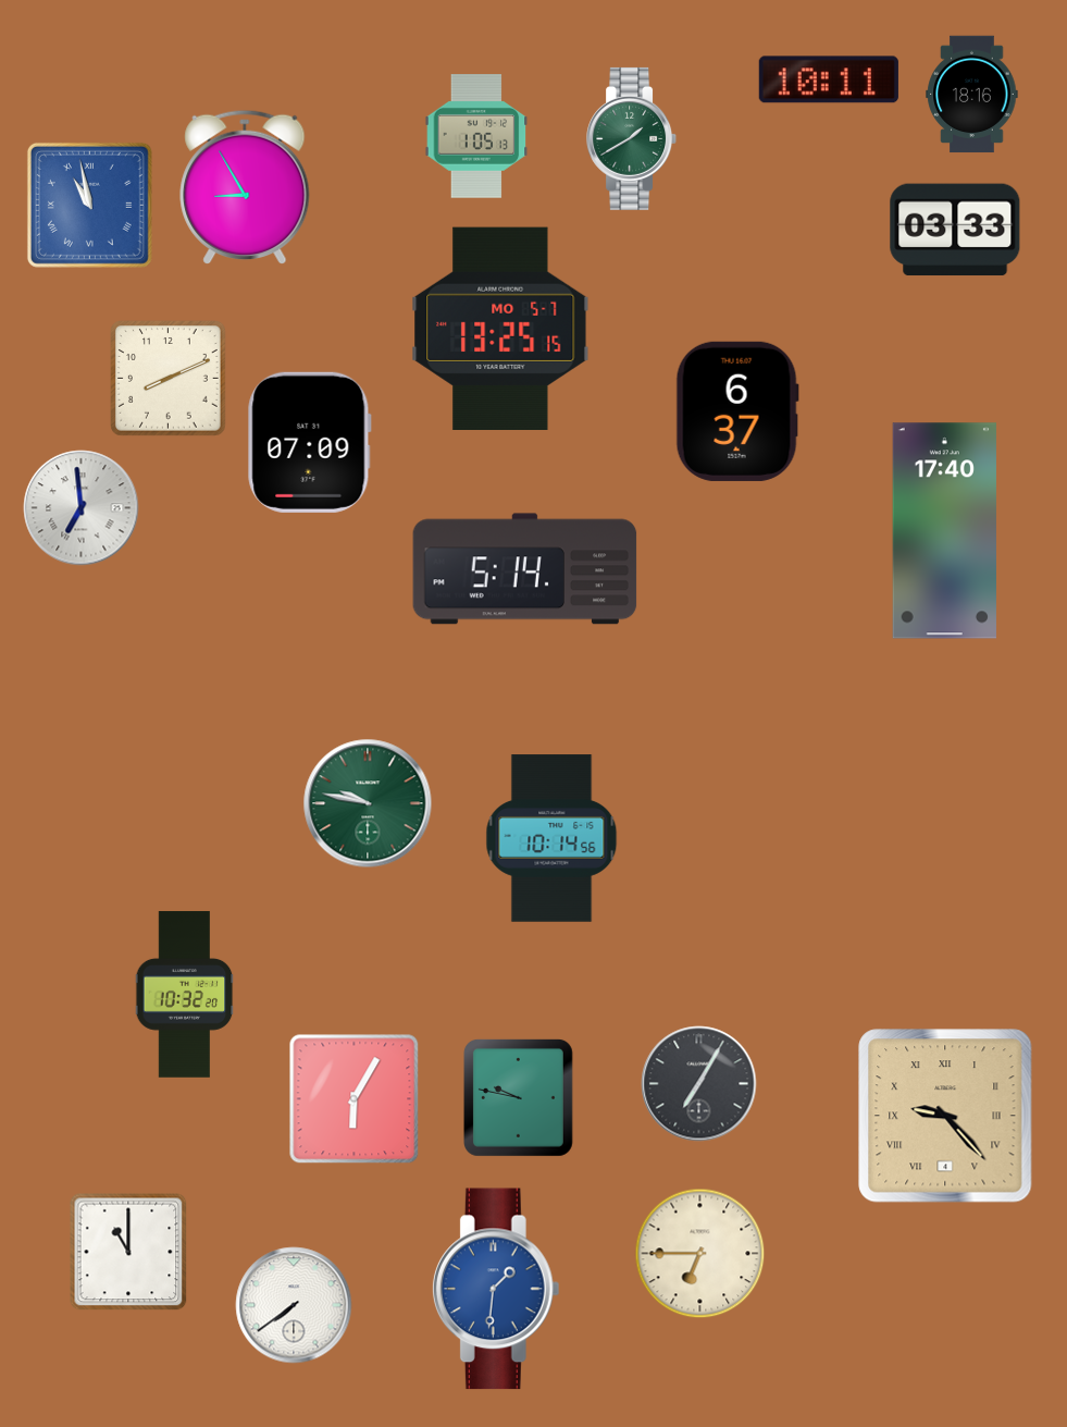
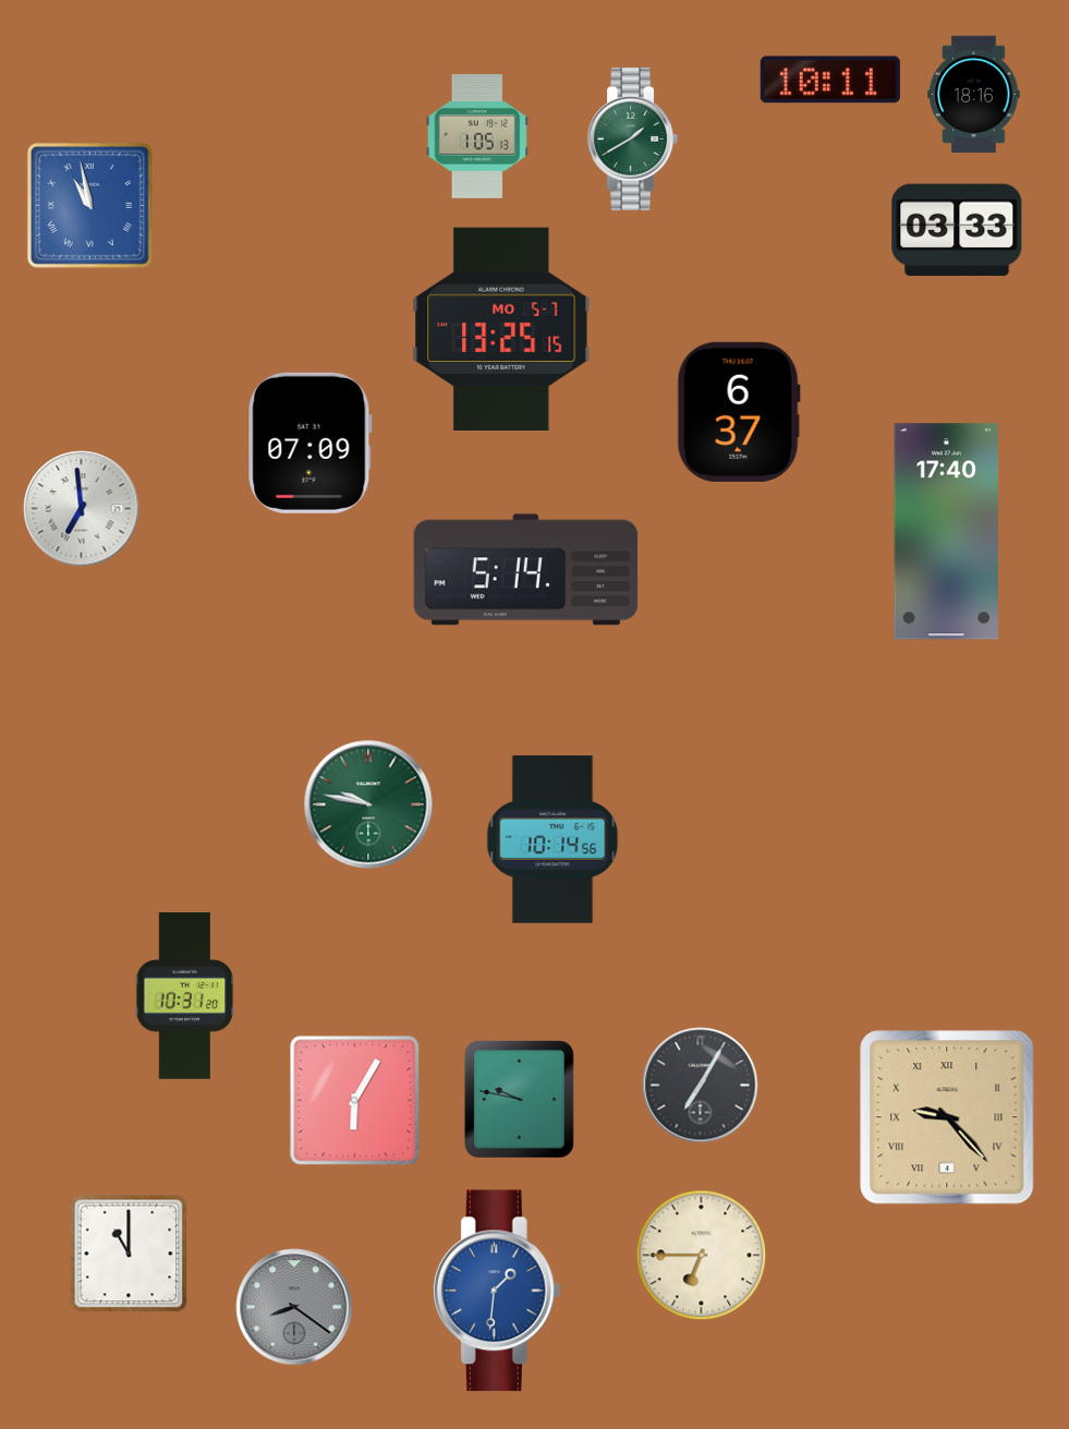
clock at (245, 187): 8:55 -> none
clock at (169, 379): 8:11 -> none
clock at (185, 995): 10:32 -> 10:31
clock at (294, 1305): 7:39 -> 8:21
clock at (294, 1305) dial: white -> grey
